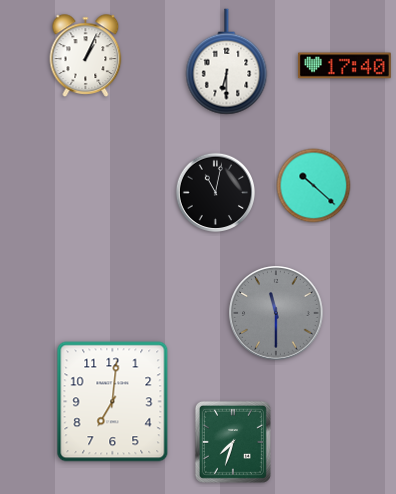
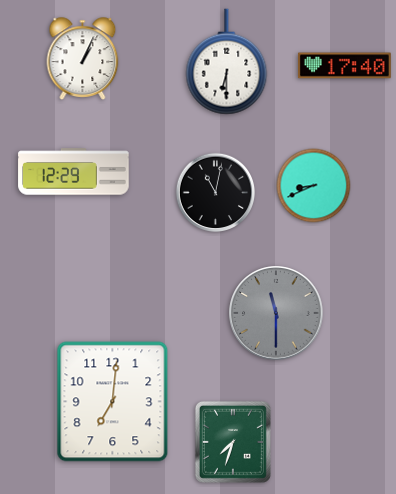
clock at (86, 56) position: (86, 56) -> (83, 59)
clock at (74, 172): none -> 12:29
clock at (314, 186): 10:22 -> 8:41
